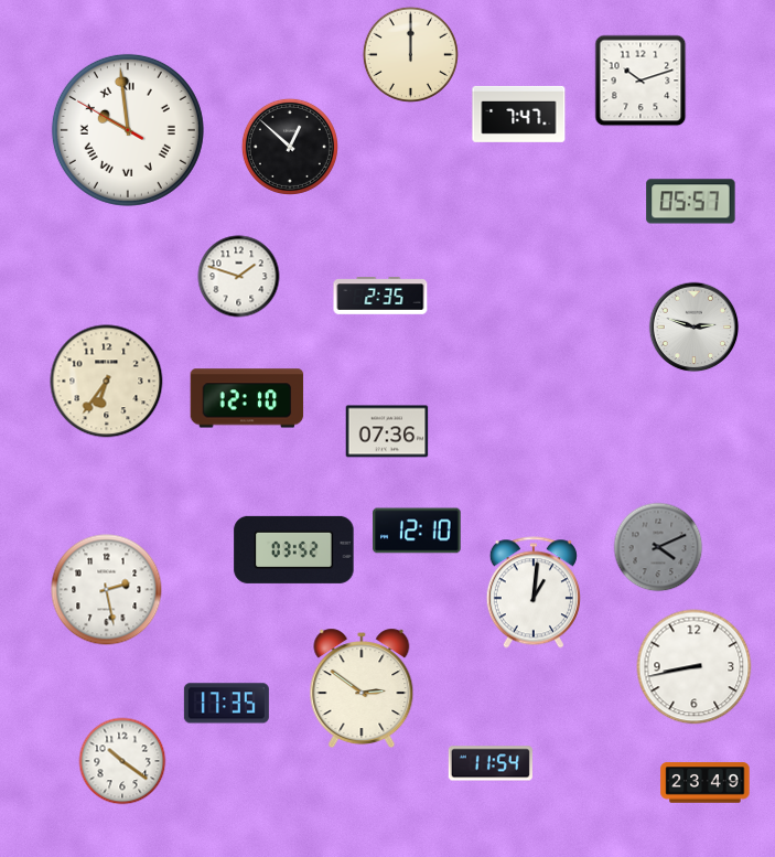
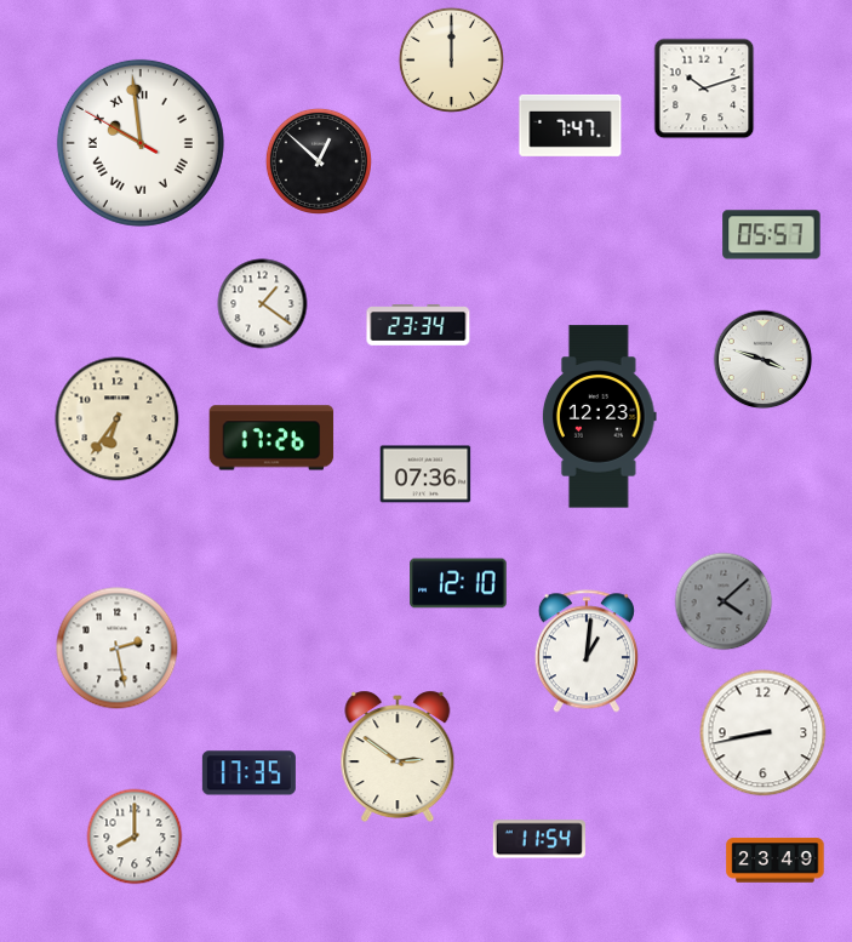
clock at (691, 202) position: (691, 202) -> (772, 235)
clock at (239, 277): 1:48 -> 1:21
clock at (380, 296): 2:35 -> 23:34
clock at (695, 328): 2:48 -> 3:48
clock at (599, 417): none -> 12:23
clock at (247, 398): 12:10 -> 17:26
clock at (658, 547): 4:11 -> 4:08
clock at (294, 549): 03:52 -> none
clock at (122, 761): 10:21 -> 8:00
